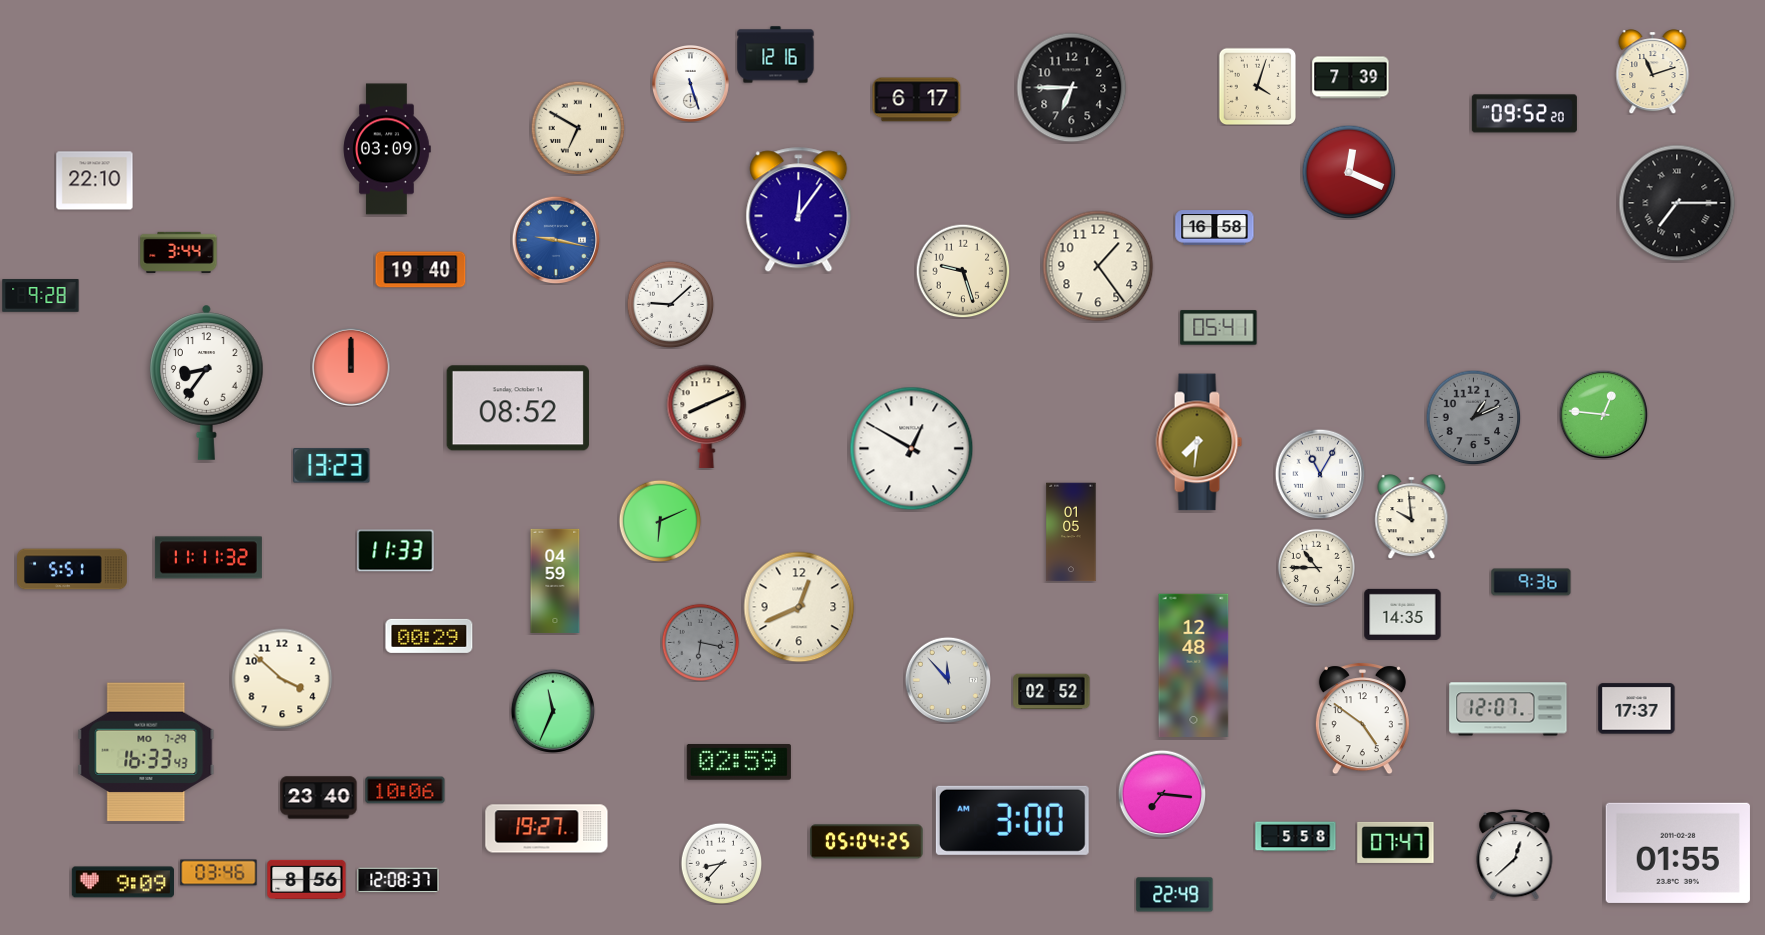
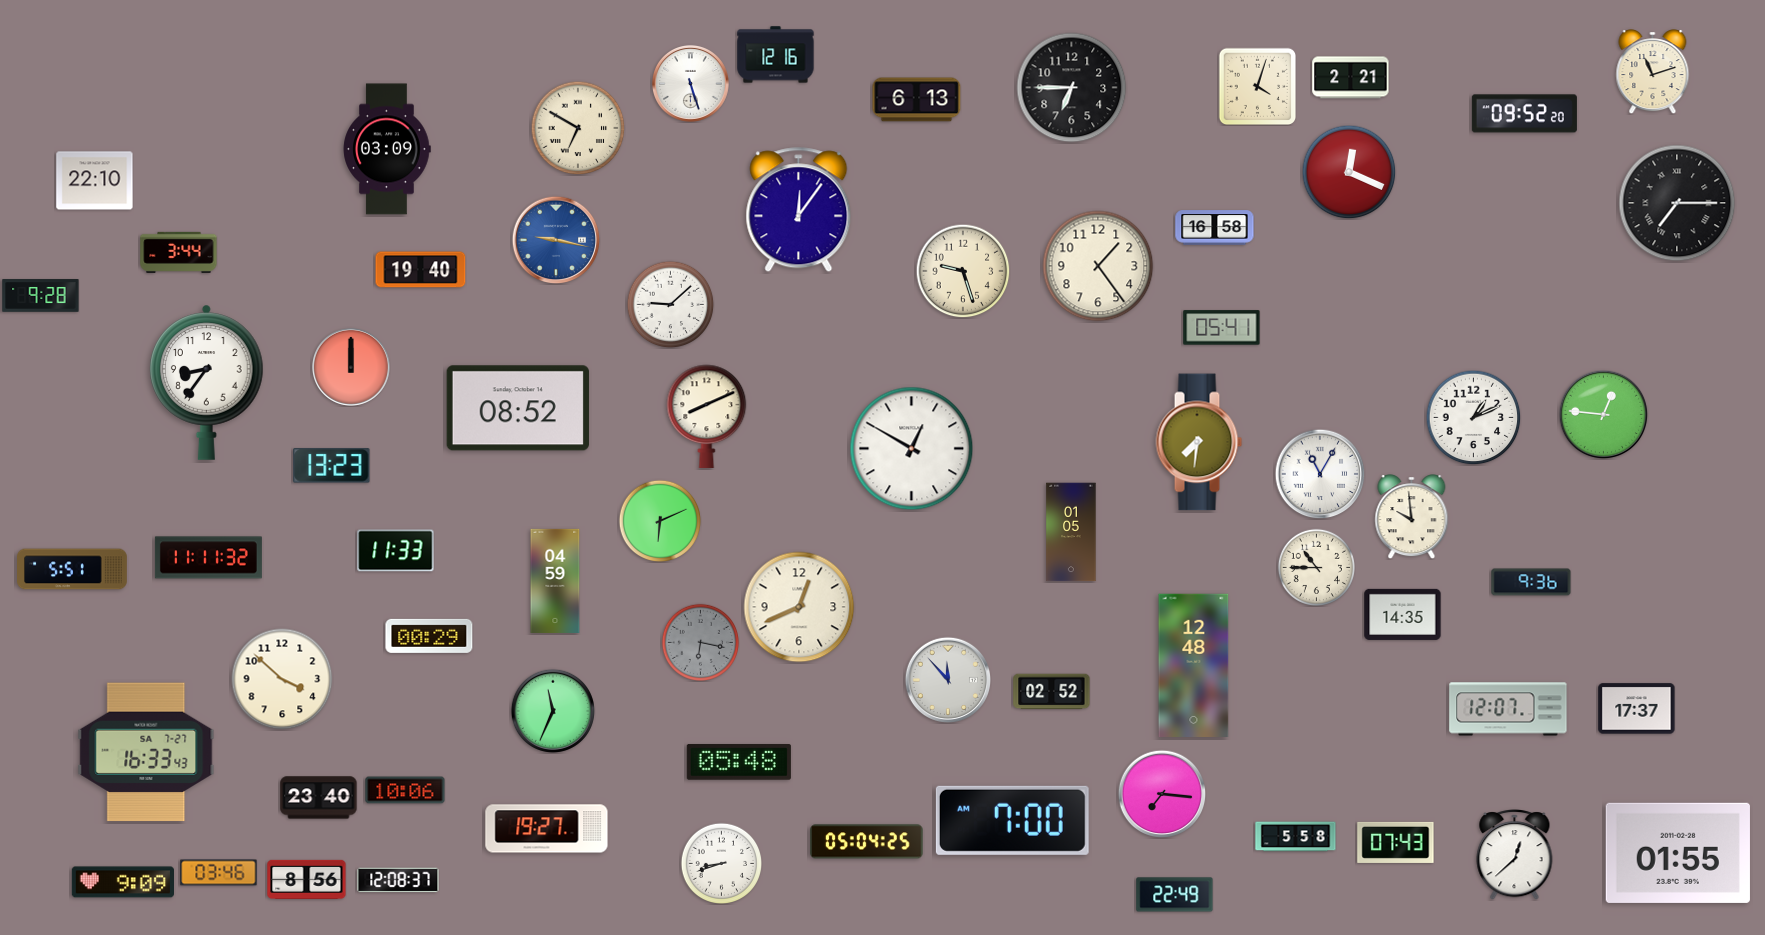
clock at (1351, 78): 7:39 -> 2:21
clock at (917, 100): 6:17 -> 6:13
clock at (1219, 328) position: (1219, 328) -> (1222, 328)
clock at (1473, 417) dial: grey -> white
clock at (1362, 719): 4:51 -> none
clock at (146, 752) date: MO 7-29 -> SA 7-27
clock at (739, 763): 02:59 -> 05:48
clock at (1012, 820): 3:00 -> 7:00
clock at (1396, 842): 07:47 -> 07:43
clock at (721, 863): 8:37 -> 8:42
